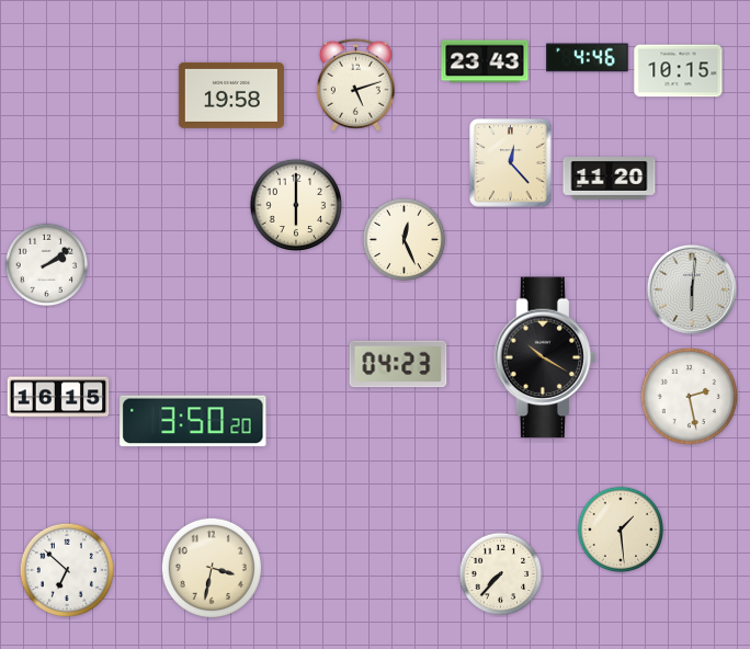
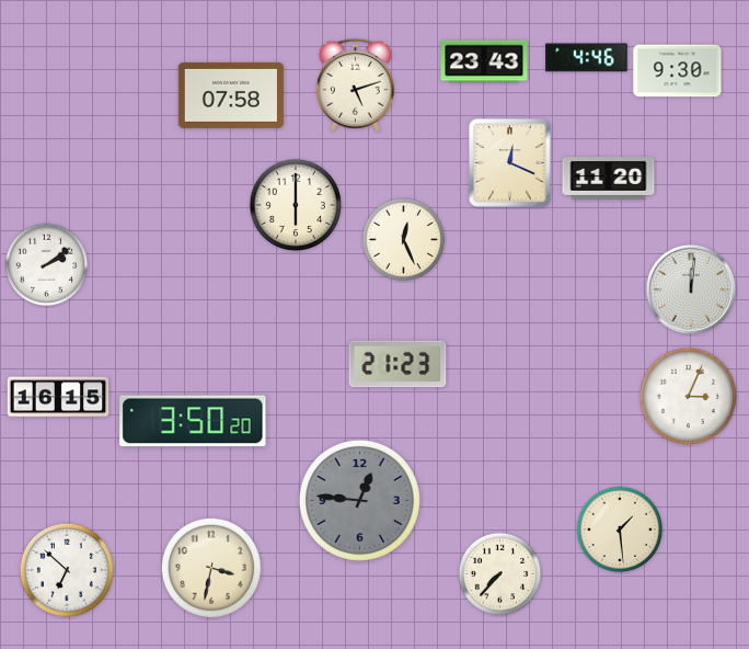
clock at (679, 71): 10:15 -> 9:30
clock at (231, 95): 19:58 -> 07:58
clock at (511, 163): 12:23 -> 12:19
clock at (692, 289): 6:01 -> 12:01
clock at (545, 357): 10:20 -> none
clock at (398, 364): 04:23 -> 21:23
clock at (689, 396): 2:28 -> 3:04
clock at (359, 500): none -> 12:46
